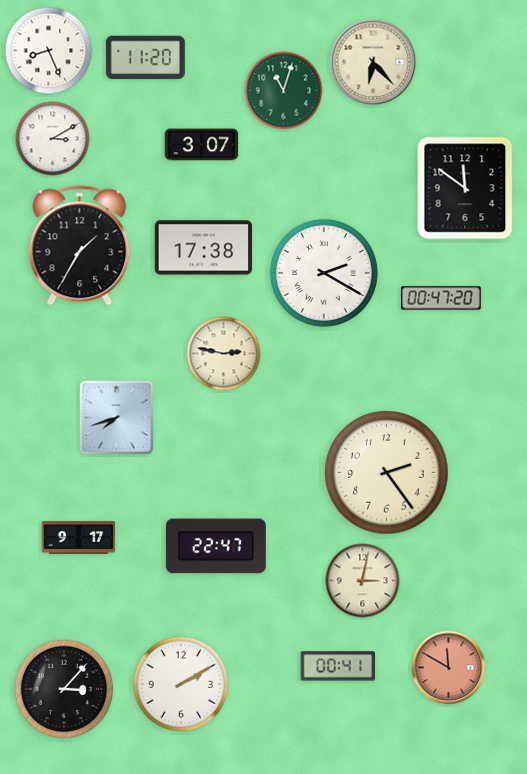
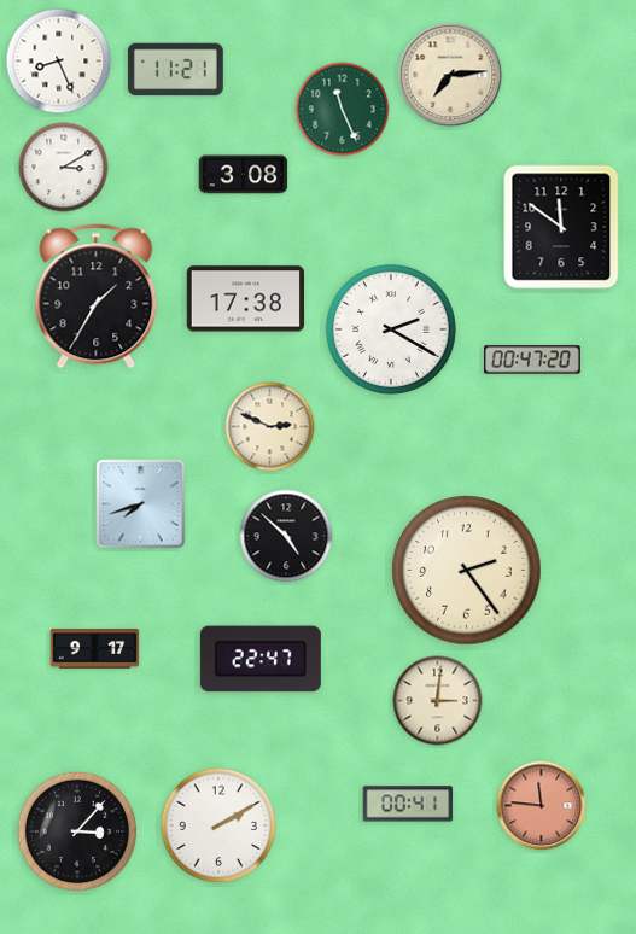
clock at (145, 58): 11:20 -> 11:21
clock at (373, 62): 6:23 -> 7:14
clock at (284, 91): 11:03 -> 11:26
clock at (202, 145): 3:07 -> 3:08
clock at (224, 354): 2:47 -> 2:49
clock at (286, 536): none -> 4:52
clock at (363, 581): 3:02 -> 3:01
clock at (449, 668): 11:50 -> 11:46
